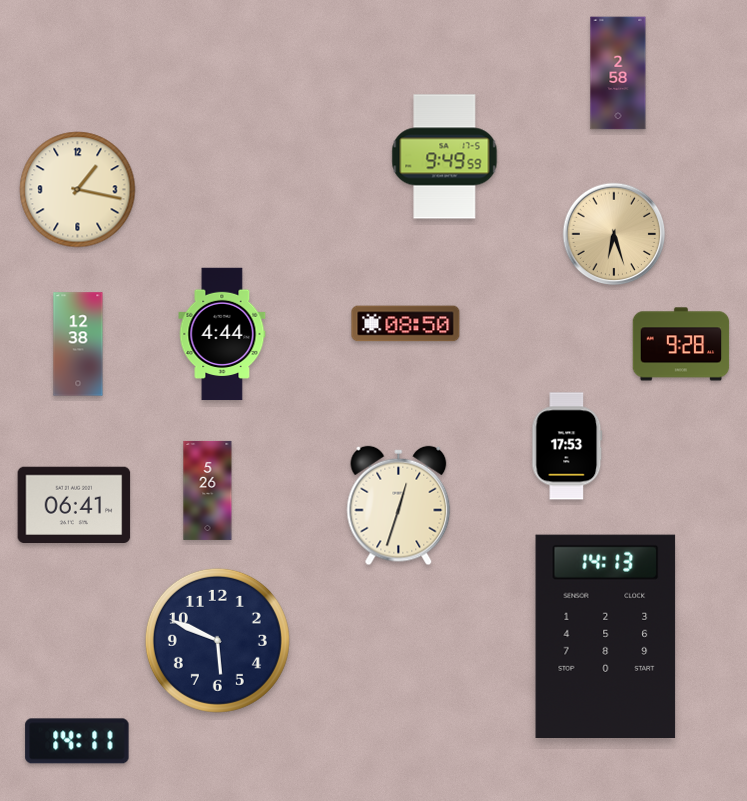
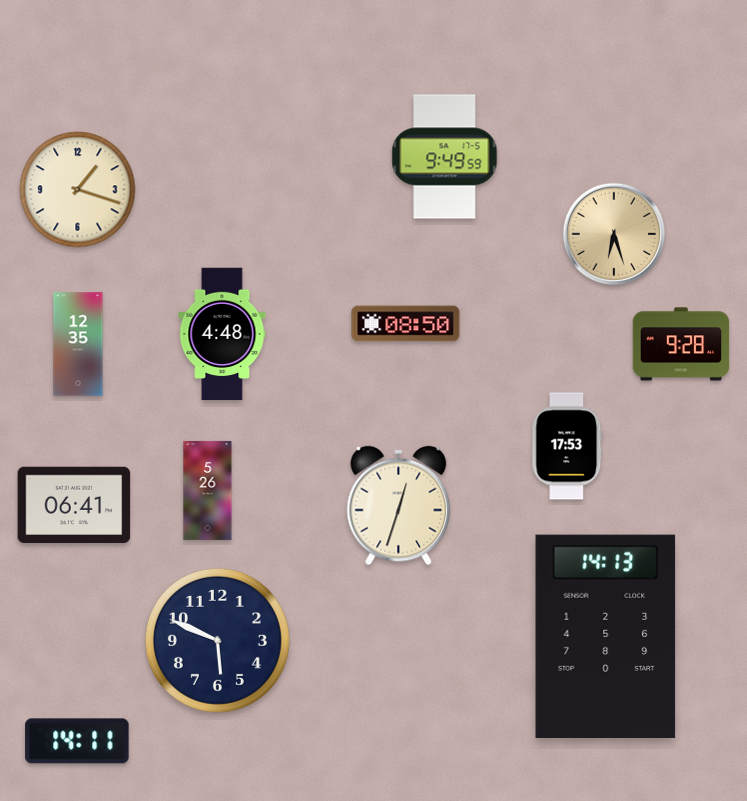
clock at (618, 73): 2:58 -> none
clock at (78, 190): 1:17 -> 1:18
clock at (222, 334): 4:44 -> 4:48
clock at (78, 344): 12:38 -> 12:35
